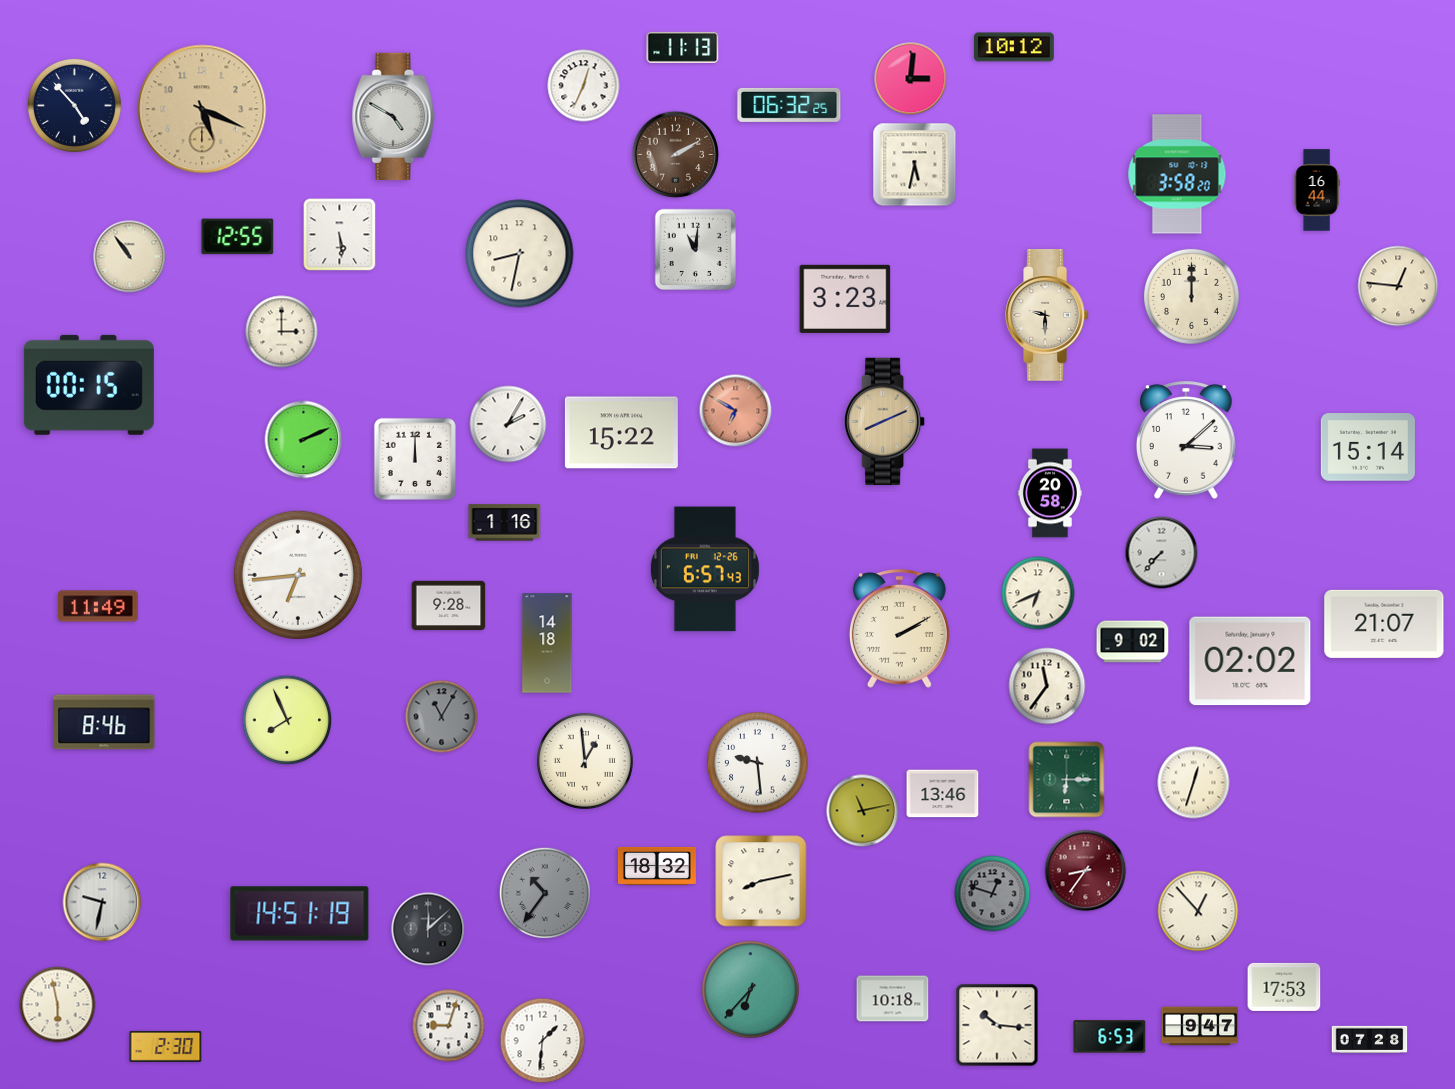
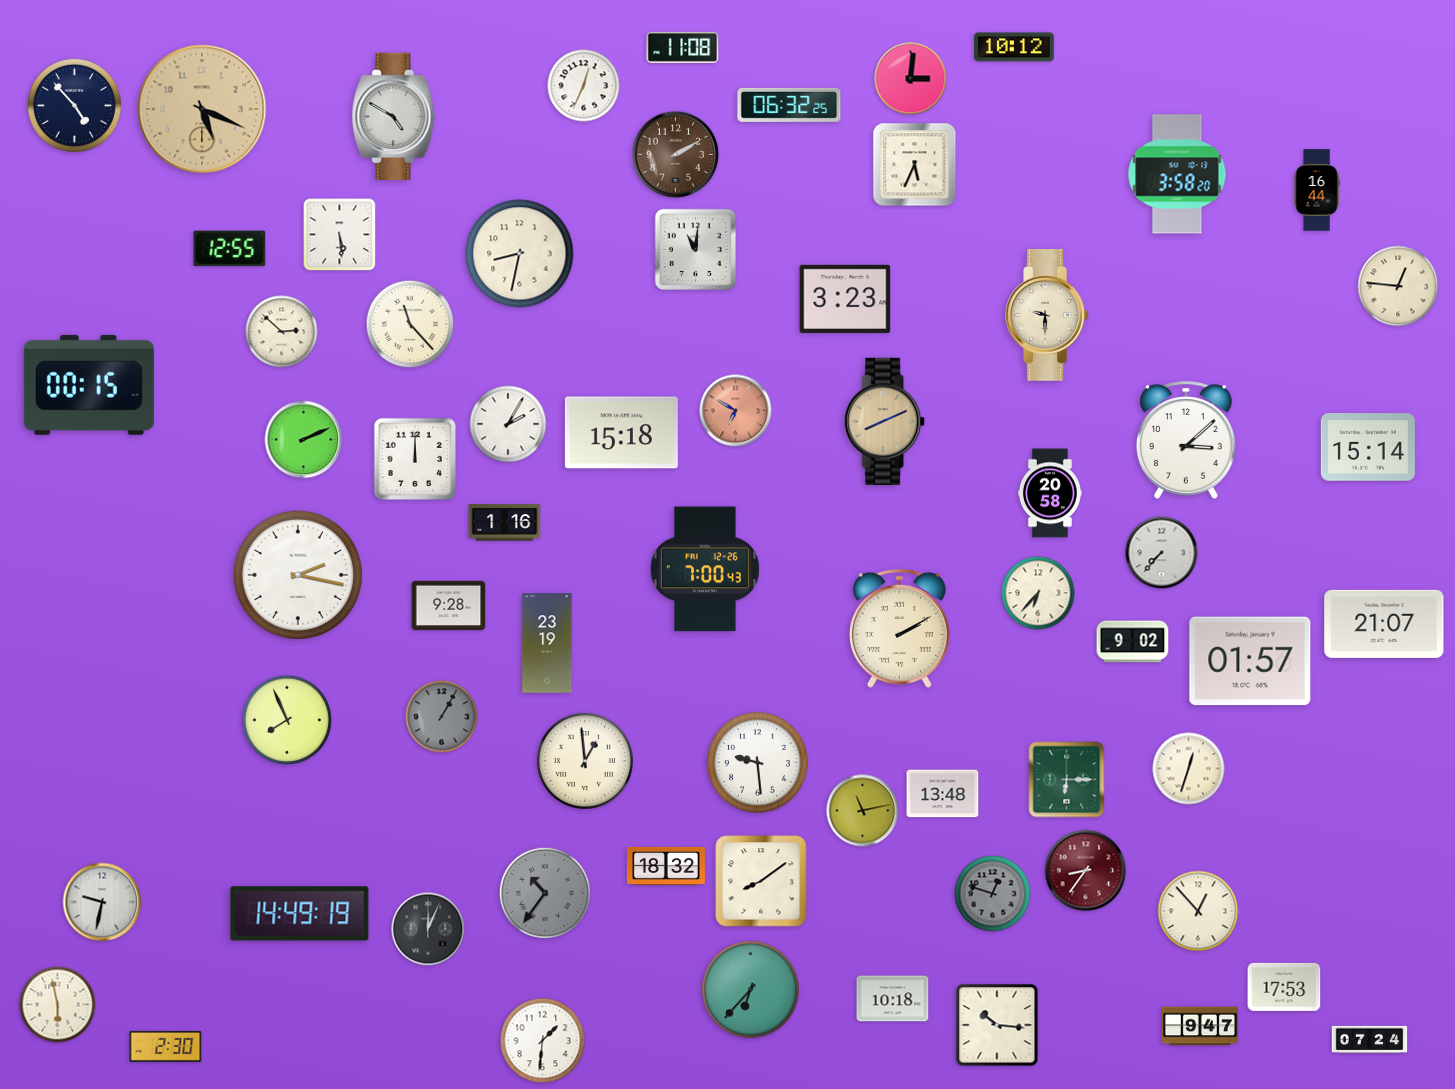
clock at (683, 47): 11:13 -> 11:08
clock at (915, 165): 5:32 -> 5:34
clock at (238, 237) position: (238, 237) -> (230, 249)
clock at (130, 257): 10:54 -> none
clock at (1191, 296): 12:00 -> none
clock at (410, 324): none -> 11:23
clock at (282, 332): 3:00 -> 2:52
clock at (621, 433): 15:22 -> 15:18
clock at (705, 569): 6:57 -> 7:00
clock at (298, 575): 6:44 -> 2:17
clock at (1038, 593): 6:41 -> 6:37
clock at (99, 606): 11:49 -> none
clock at (547, 643): 14:18 -> 23:19
clock at (1250, 661): 02:02 -> 01:57
clock at (1047, 686): 11:36 -> none
clock at (442, 717): 11:05 -> 1:05
clock at (104, 722): 8:46 -> none
clock at (1194, 783) position: (1194, 783) -> (1189, 769)
clock at (943, 794): 13:46 -> 13:48
clock at (657, 866) position: (657, 866) -> (666, 866)
clock at (761, 881): 8:13 -> 8:09
clock at (300, 914): 14:51 -> 14:49
clock at (428, 929): 12:08 -> 12:04
clock at (449, 1026): 9:03 -> none
clock at (1110, 1037): 6:53 -> none
clock at (1370, 1039): 07:28 -> 07:24
